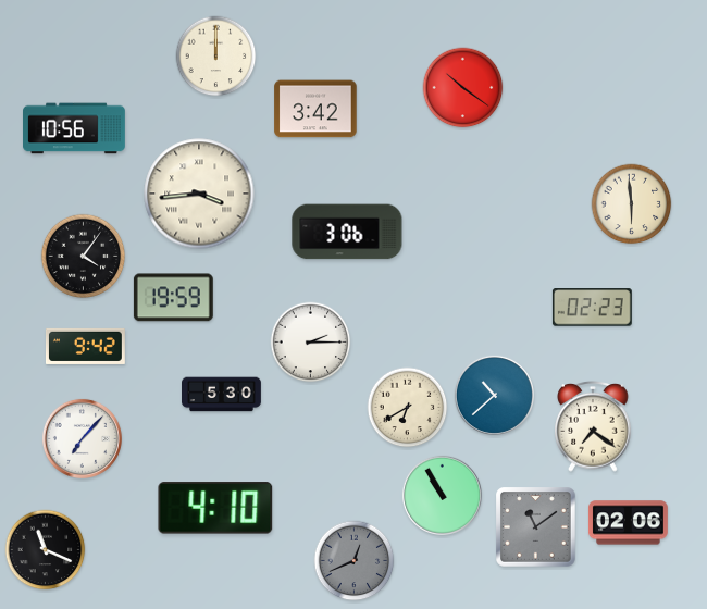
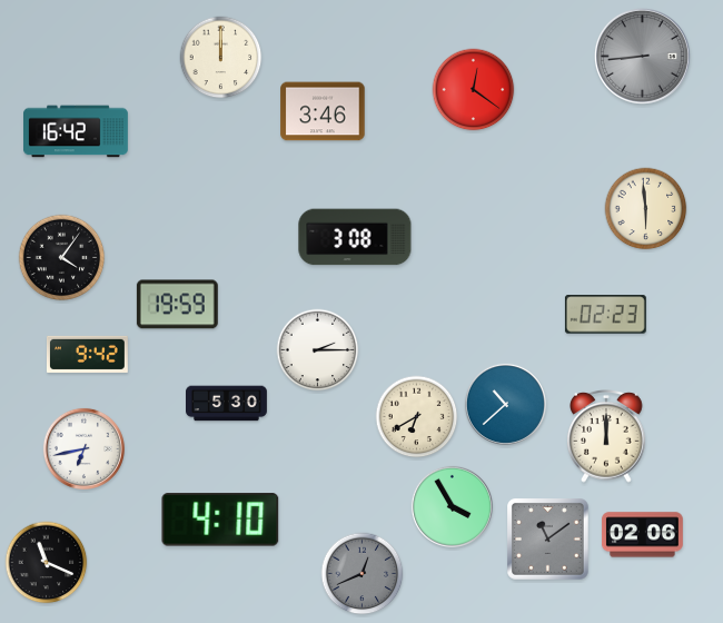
clock at (642, 56): none -> 8:44
clock at (463, 88): 10:21 -> 12:21
clock at (315, 109): 3:42 -> 3:46
clock at (75, 128): 10:56 -> 16:42
clock at (199, 194): 3:44 -> none
clock at (347, 232): 3:06 -> 3:08
clock at (84, 257) position: (84, 257) -> (62, 258)
clock at (593, 427): 7:21 -> 12:00
clock at (82, 438): 7:07 -> 6:43
clock at (442, 495): 10:55 -> 3:55
